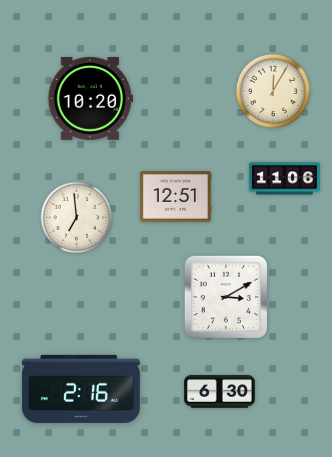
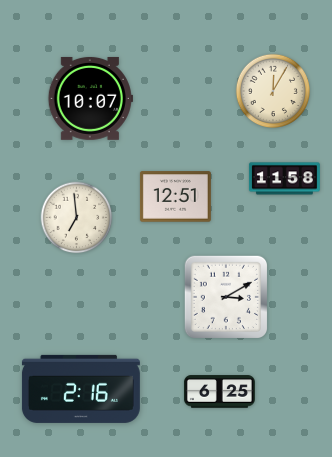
clock at (90, 98): 10:20 -> 10:07
clock at (284, 179): 11:06 -> 11:58
clock at (219, 392): 6:30 -> 6:25
